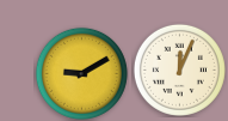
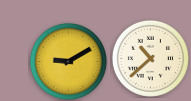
clock at (179, 69): 12:04 -> 10:38
